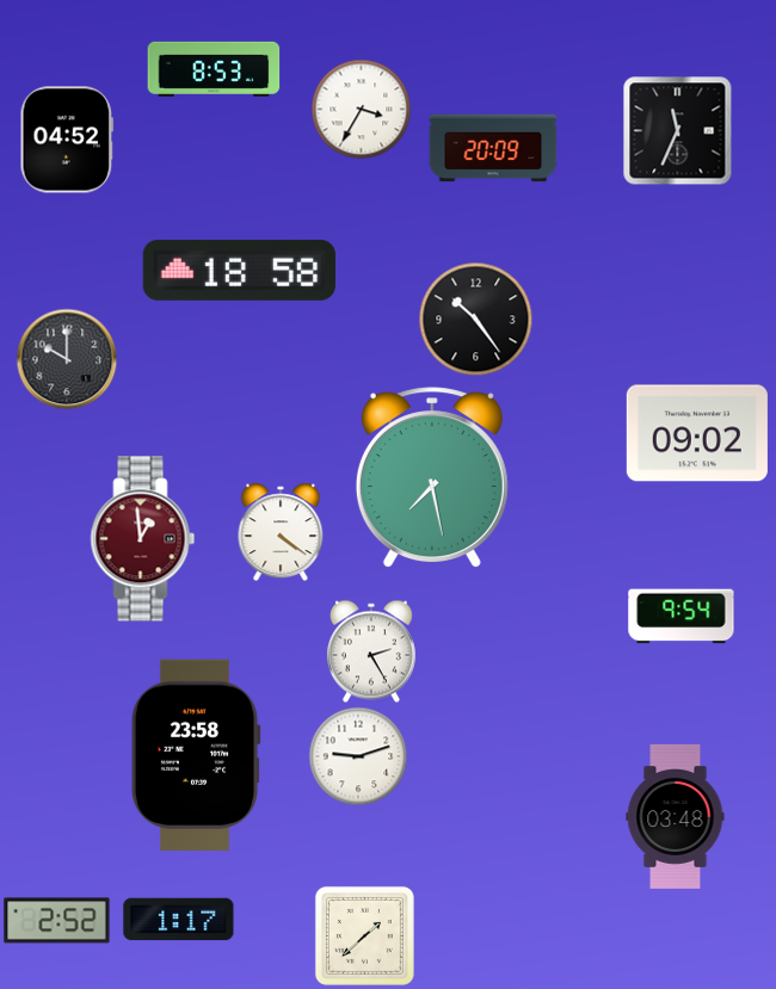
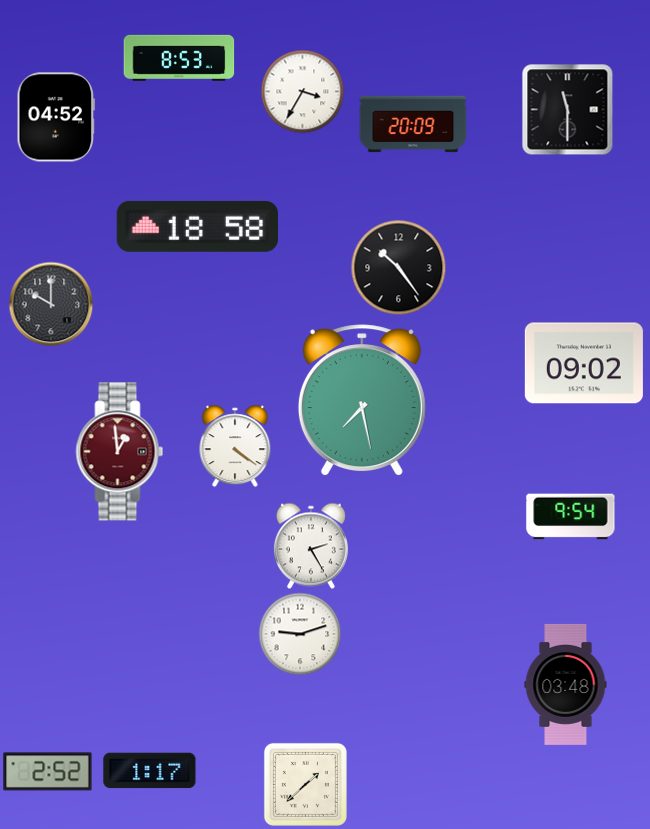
clock at (677, 130): 11:34 -> 11:30
clock at (239, 270) position: (239, 270) -> (197, 226)
clock at (67, 359) position: (67, 359) -> (51, 304)
clock at (196, 755): 23:58 -> none
